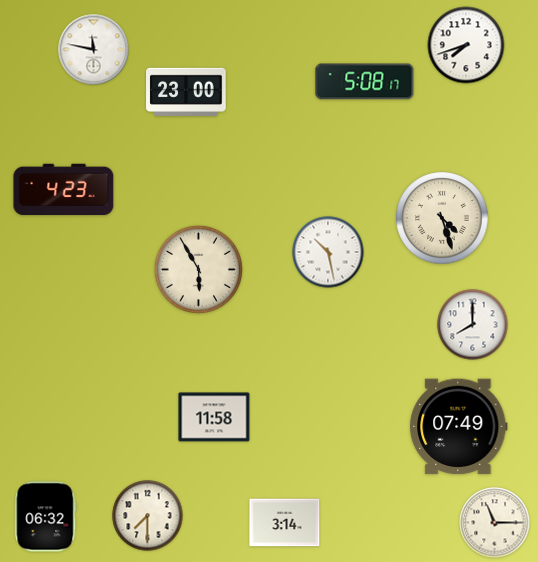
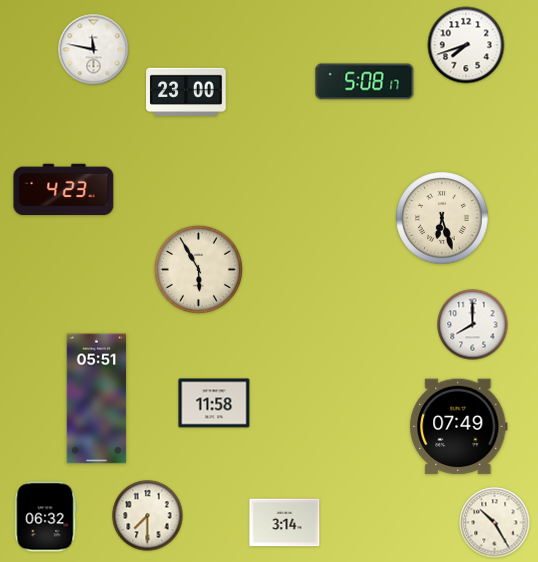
clock at (442, 218): 4:27 -> 6:27
clock at (328, 252): 10:28 -> none
clock at (97, 399): none -> 05:51
clock at (214, 417) position: (214, 417) -> (214, 403)
clock at (495, 523): 11:15 -> 10:25
